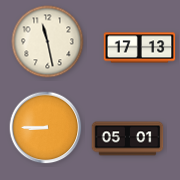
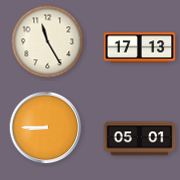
clock at (48, 42): 11:28 -> 11:25
clock at (128, 139) position: (128, 139) -> (140, 139)
